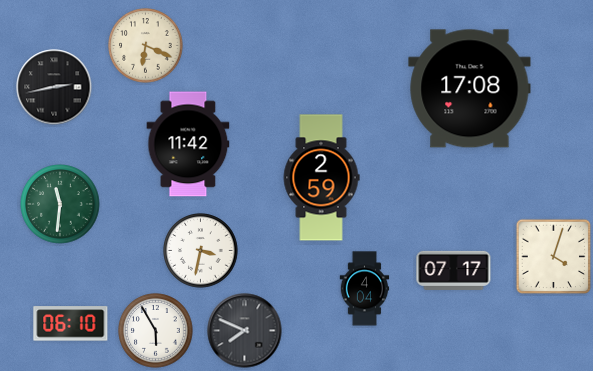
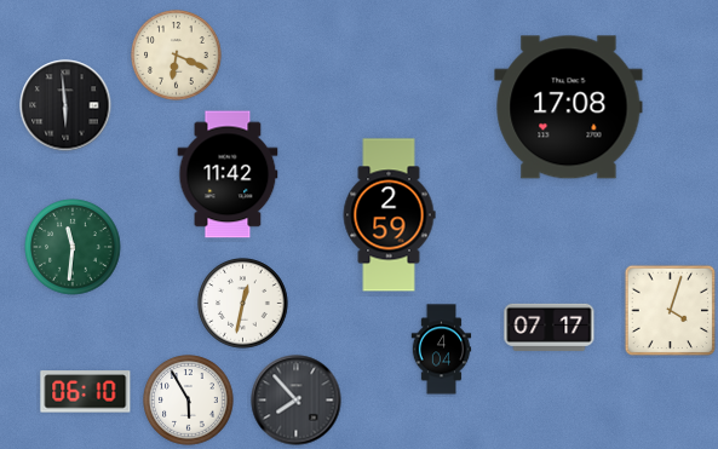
clock at (54, 87): 2:43 -> 5:59
clock at (201, 251): 3:32 -> 12:32
clock at (245, 331): 7:49 -> 7:53
